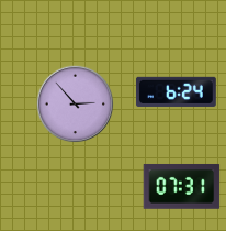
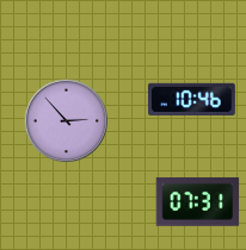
clock at (177, 91): 6:24 -> 10:46
clock at (76, 105) position: (76, 105) -> (67, 121)
